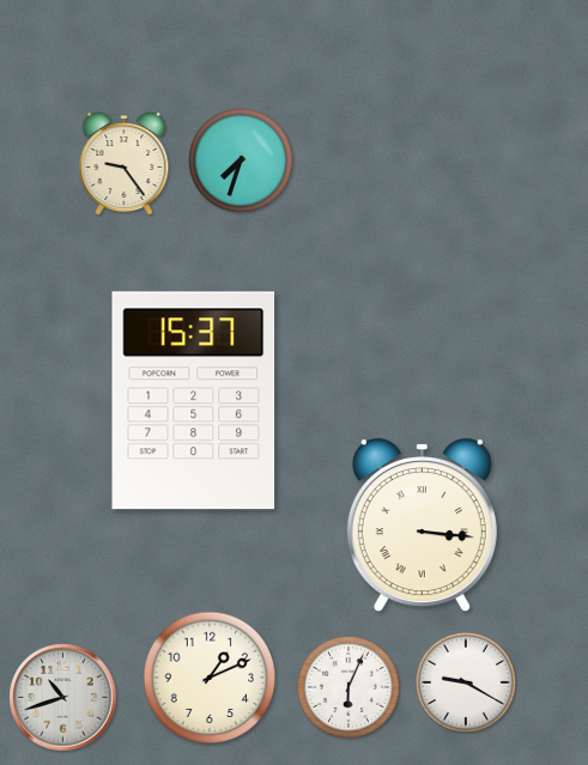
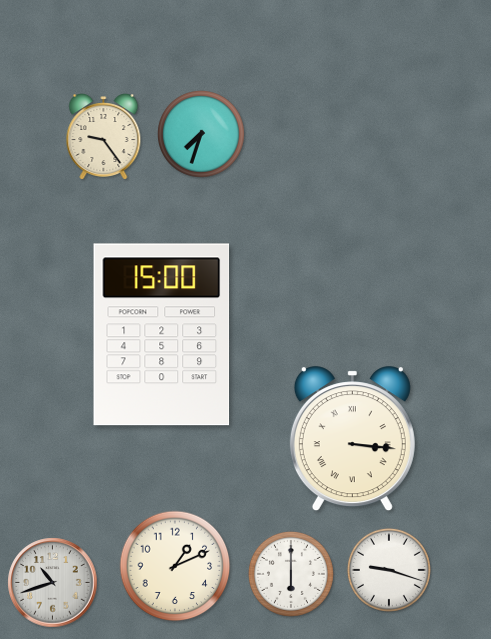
clock at (194, 401): 15:37 -> 15:00
clock at (466, 682): 9:20 -> 9:18
clock at (348, 687): 6:04 -> 6:00
